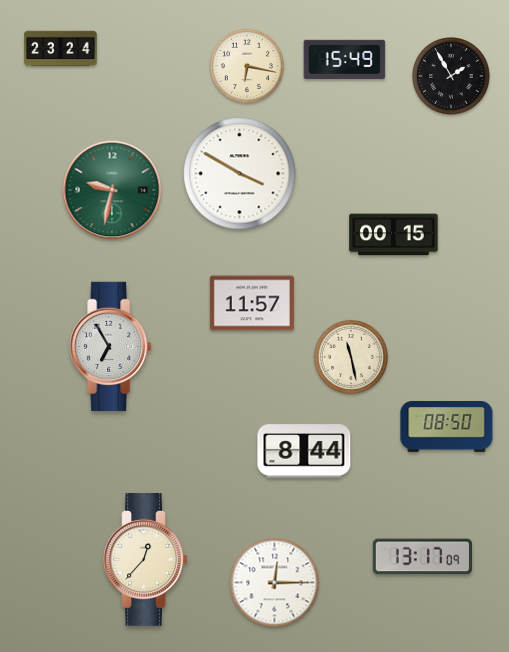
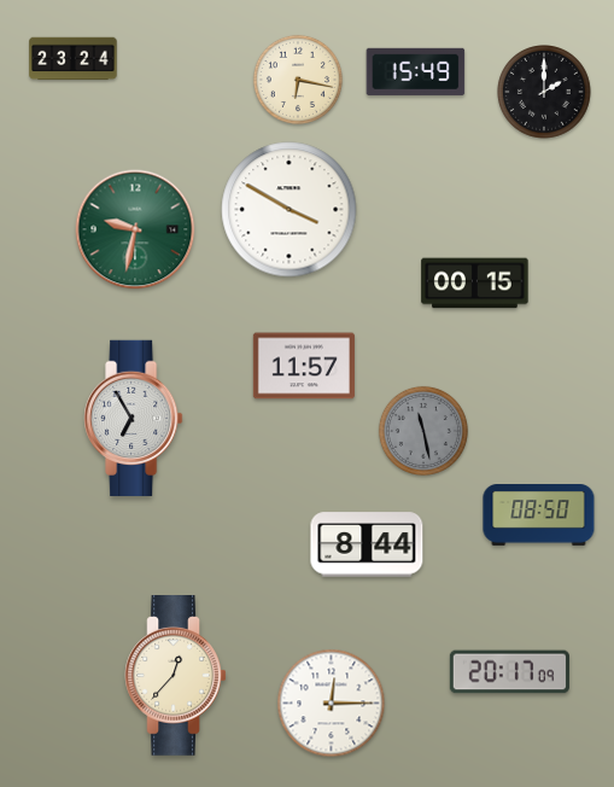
clock at (451, 76): 1:55 -> 2:00
clock at (351, 357) dial: cream -> grey
clock at (422, 557): 13:17 -> 20:17
